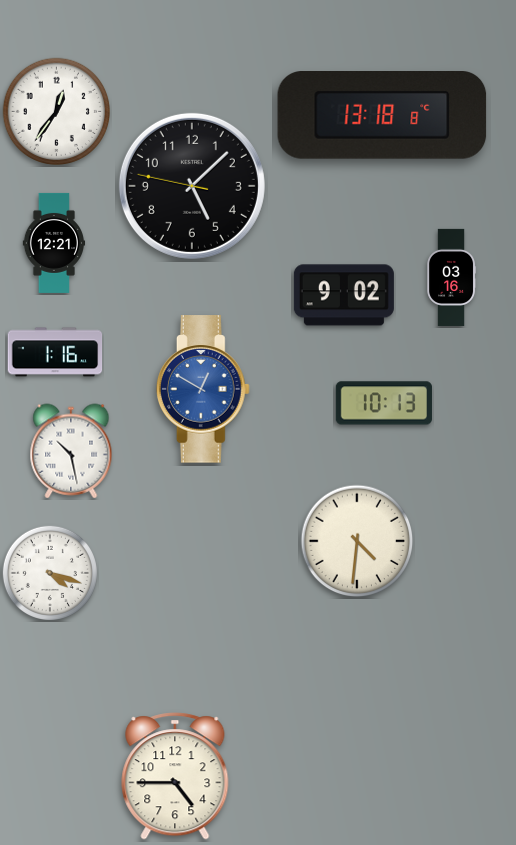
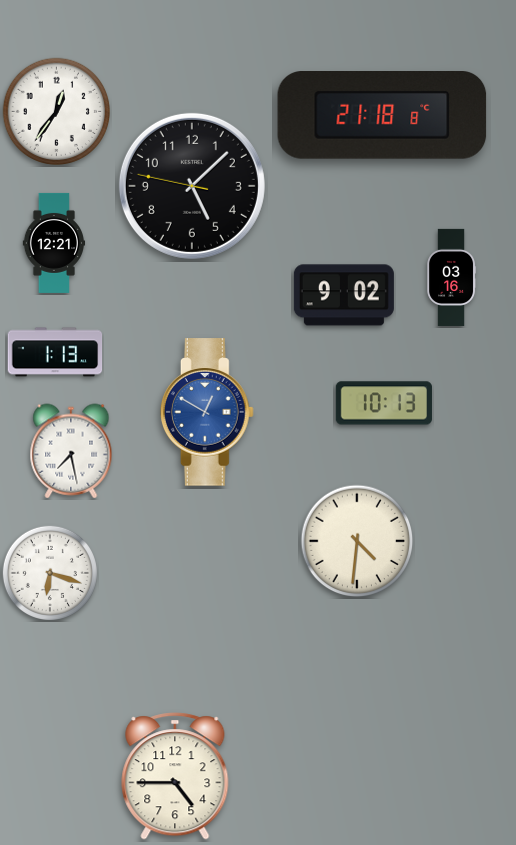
clock at (382, 116): 13:18 -> 21:18
clock at (55, 352): 1:16 -> 1:13
clock at (203, 389) position: (203, 389) -> (207, 412)
clock at (71, 451): 10:28 -> 7:28
clock at (50, 573): 4:18 -> 6:18
